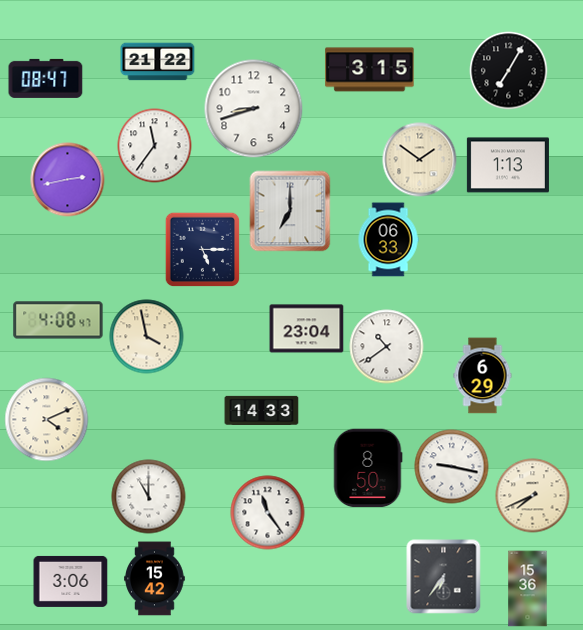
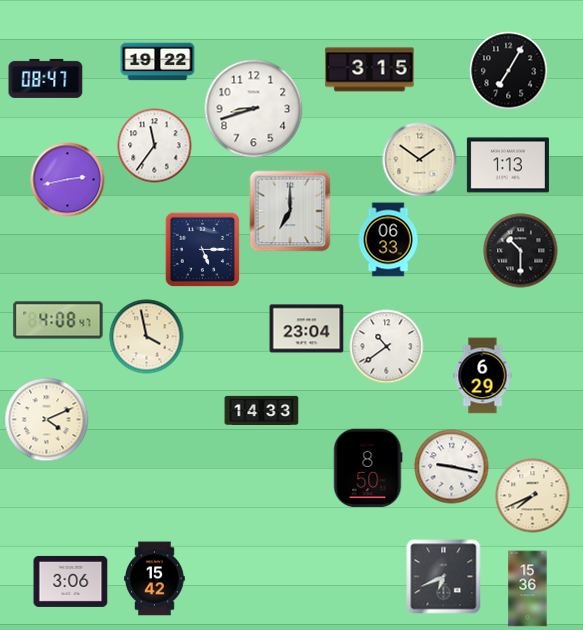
clock at (158, 62): 21:22 -> 19:22
clock at (521, 251): none -> 10:30
clock at (149, 497): 11:00 -> none
clock at (268, 513): 11:24 -> none
clock at (444, 577): 6:36 -> 6:41
